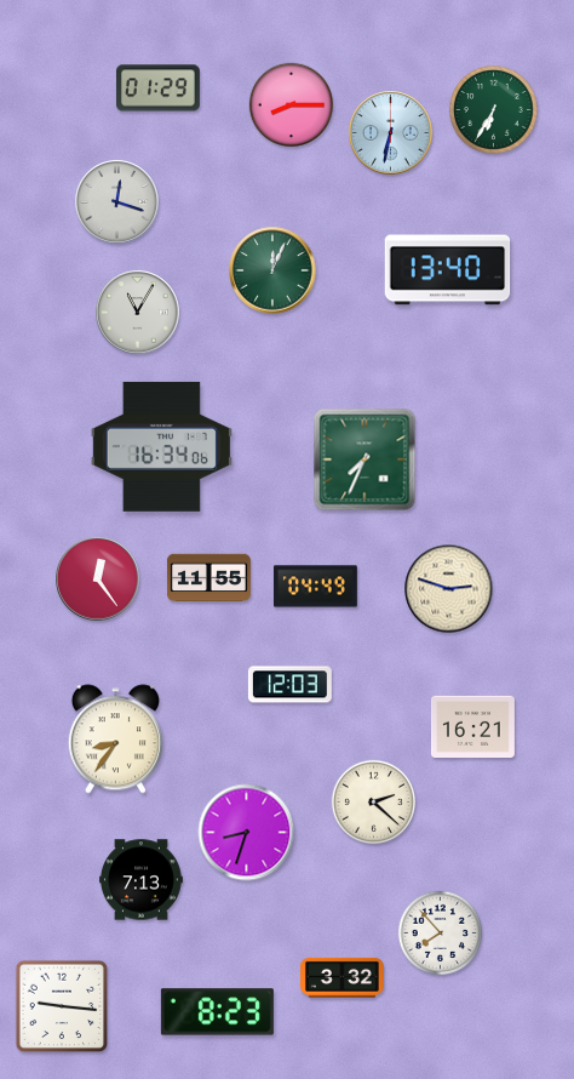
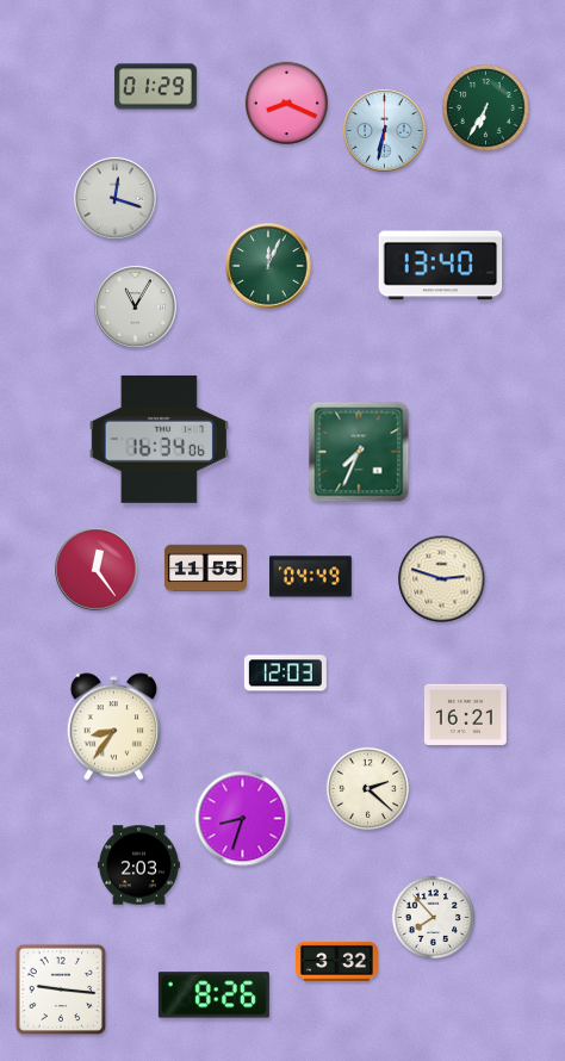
clock at (292, 105): 8:15 -> 8:19
clock at (140, 880): 7:13 -> 2:03
clock at (217, 1012): 8:23 -> 8:26
